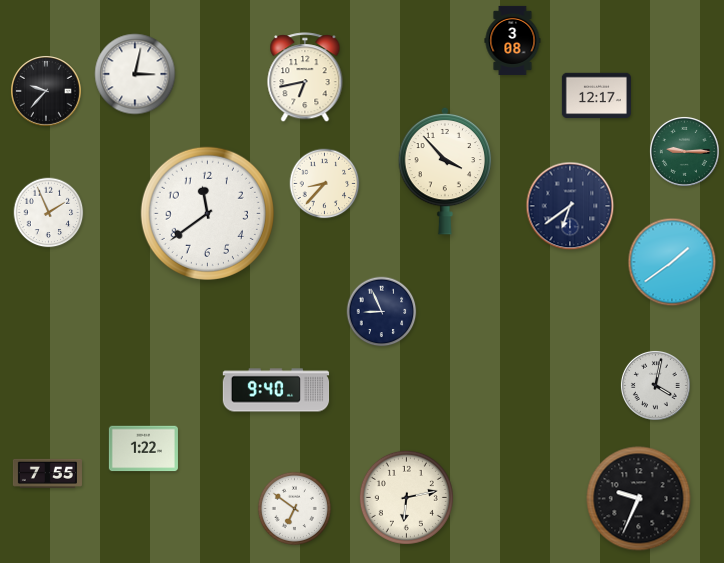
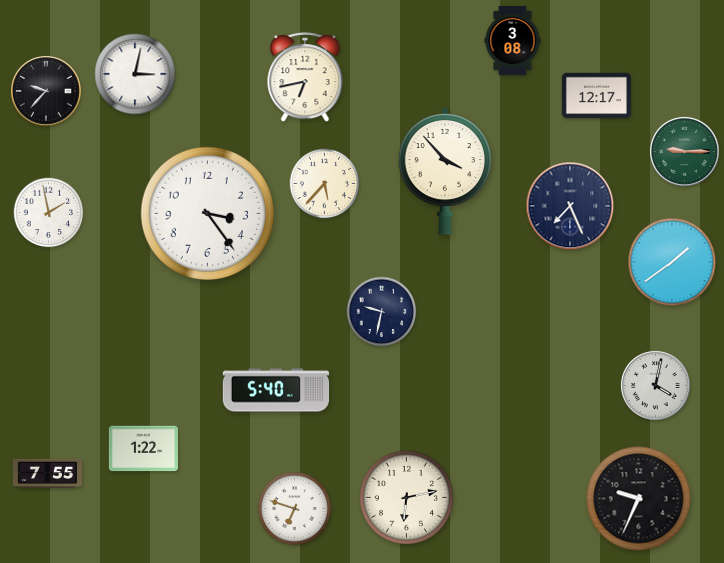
clock at (325, 184): 8:37 -> 5:37
clock at (570, 206): 6:39 -> 7:26
clock at (49, 213): 1:56 -> 1:58
clock at (207, 213): 11:39 -> 3:24
clock at (382, 312): 8:56 -> 9:32
clock at (276, 390): 9:40 -> 5:40
clock at (294, 508): 6:51 -> 6:48
